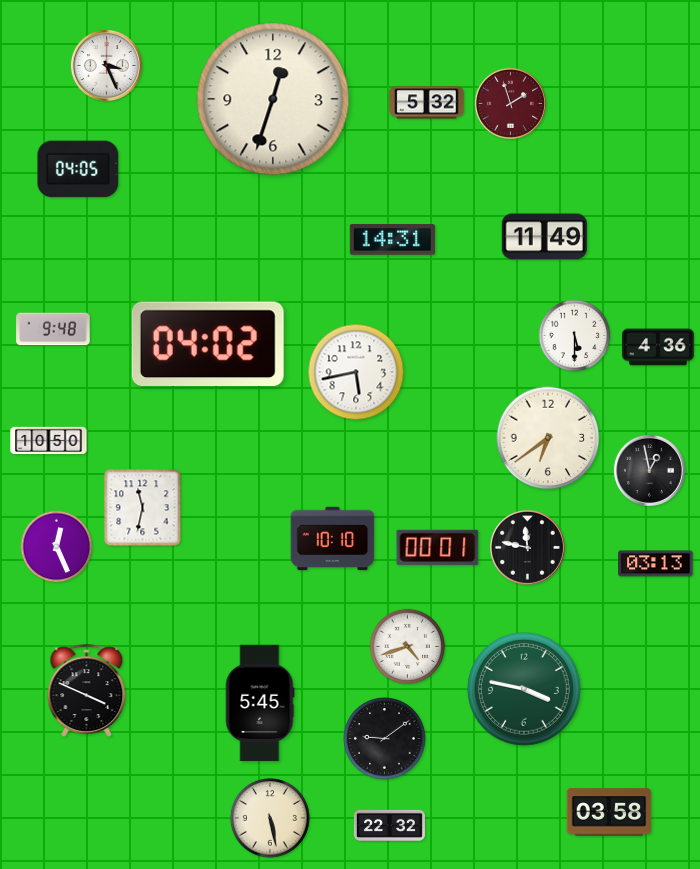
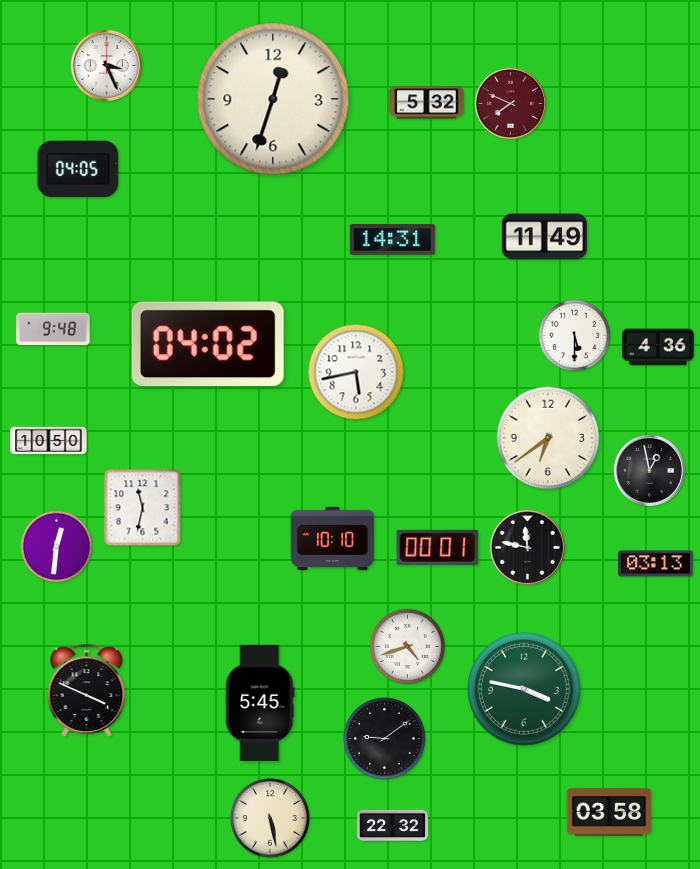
clock at (510, 103): 1:57 -> 7:49
clock at (57, 547): 12:26 -> 12:31
clock at (389, 825) position: (389, 825) -> (392, 825)
